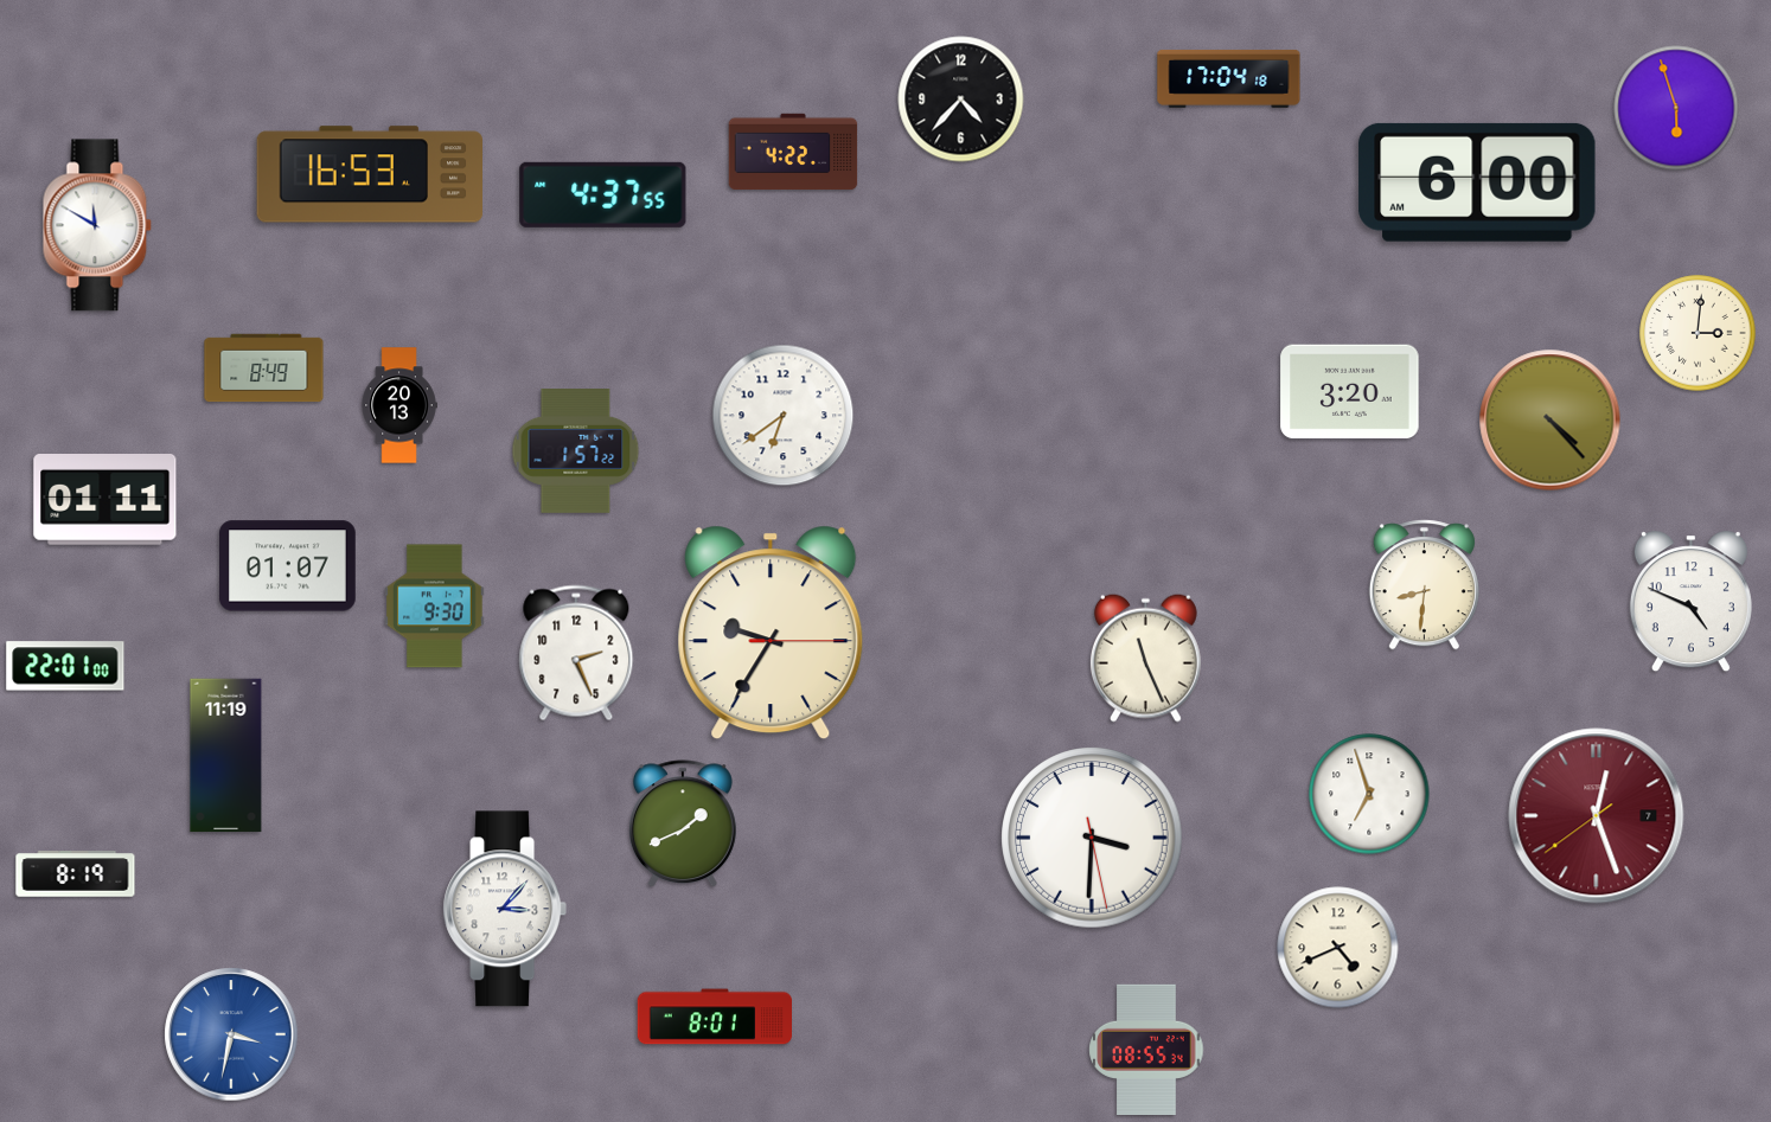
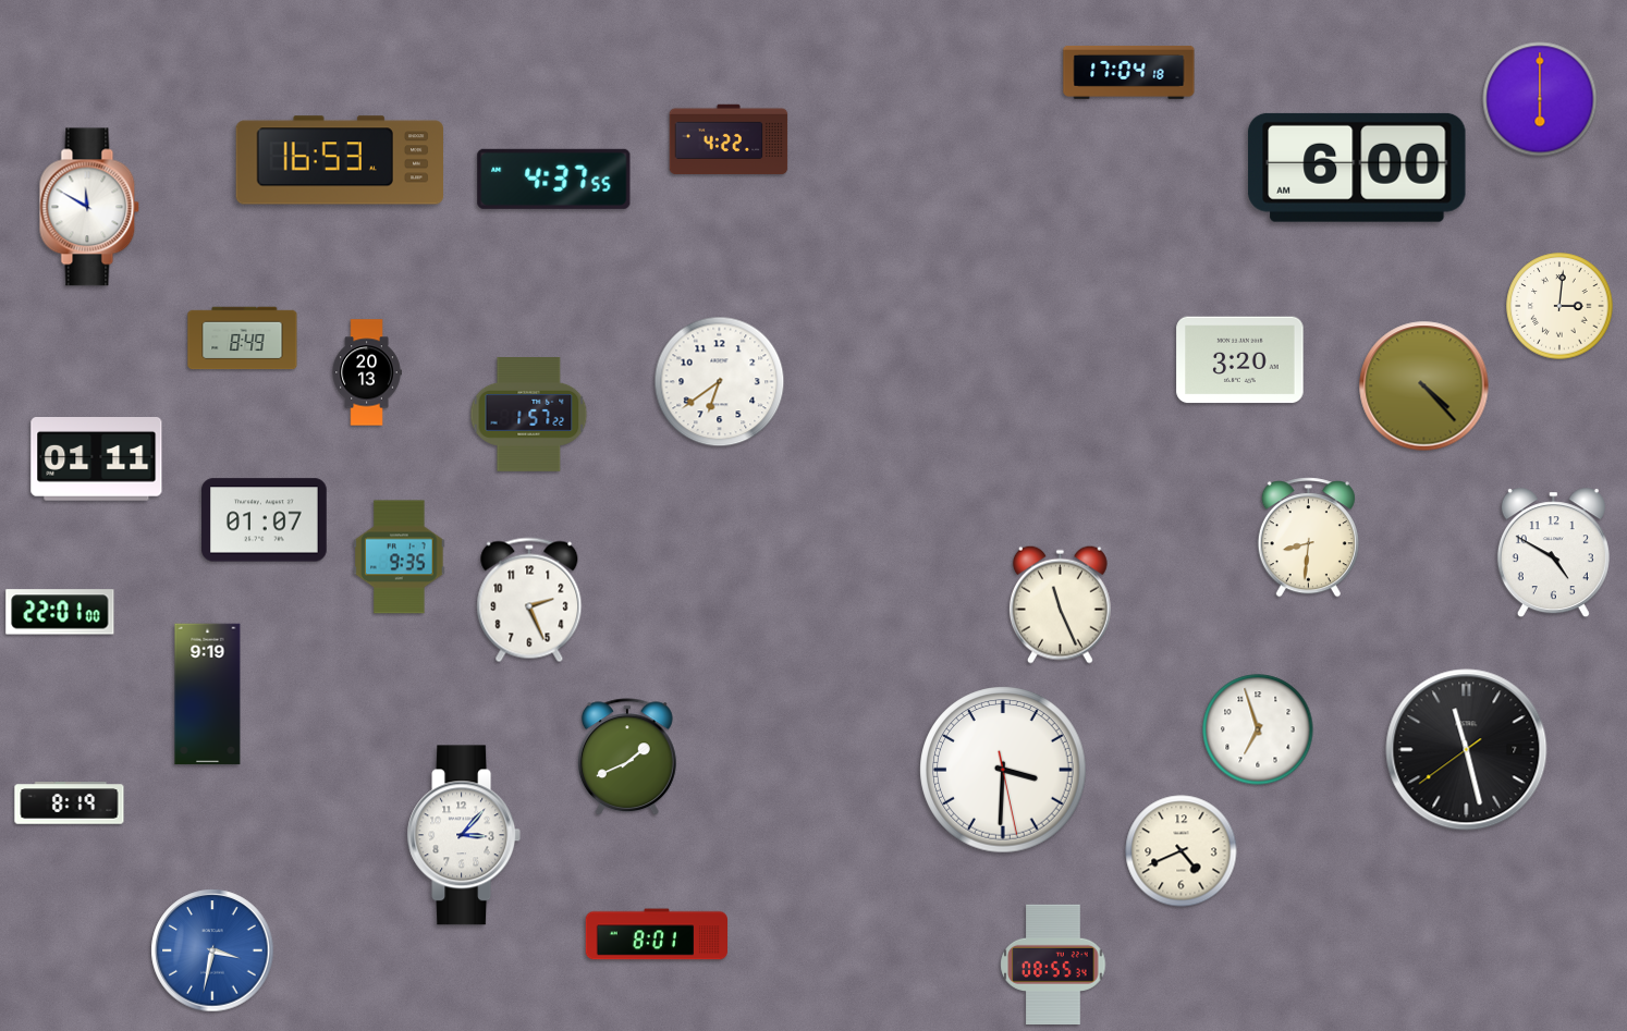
clock at (961, 100): 4:37 -> none
clock at (1676, 108): 5:57 -> 6:00
clock at (1690, 602): 4:49 -> 4:50
clock at (435, 607): 9:30 -> 9:35
clock at (771, 633): 9:35 -> none
clock at (1145, 658) position: (1145, 658) -> (1060, 604)
clock at (226, 756): 11:19 -> 9:19
clock at (1597, 816): 12:26 -> 11:27
clock at (1597, 816) dial: burgundy -> black
clock at (1338, 948) position: (1338, 948) -> (1182, 851)
